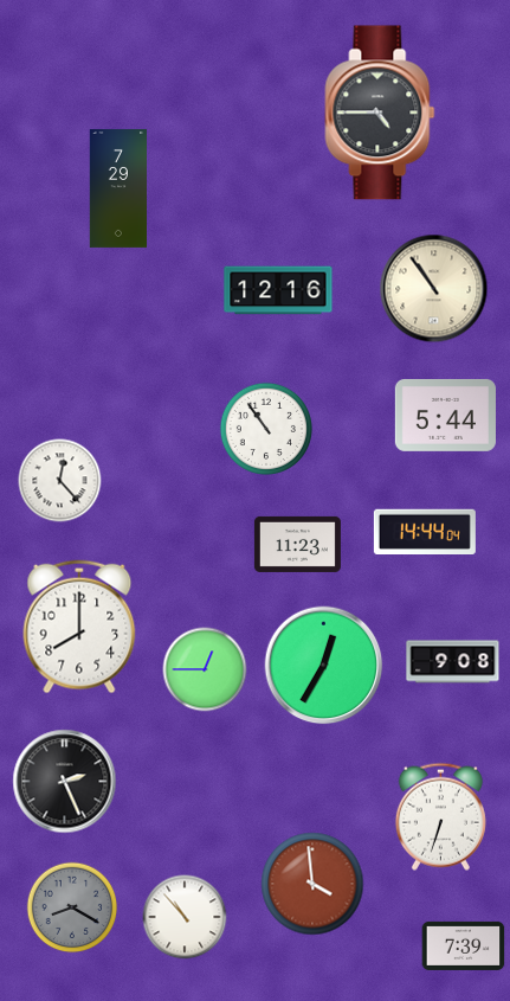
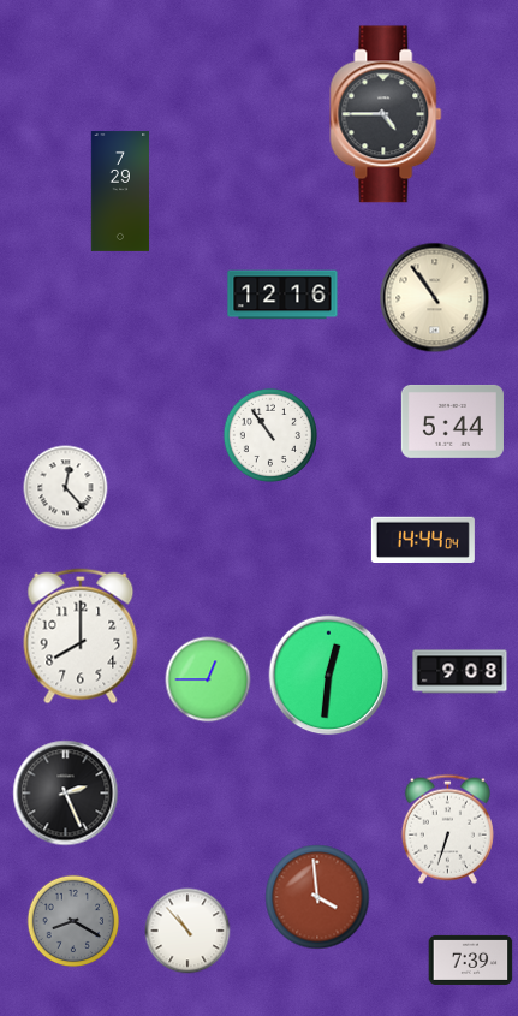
clock at (434, 289) position: (434, 289) -> (435, 298)
clock at (60, 481) position: (60, 481) -> (66, 488)
clock at (425, 531) position: (425, 531) -> (423, 539)
clock at (297, 544): 11:23 -> none
clock at (324, 666): 12:35 -> 12:31
